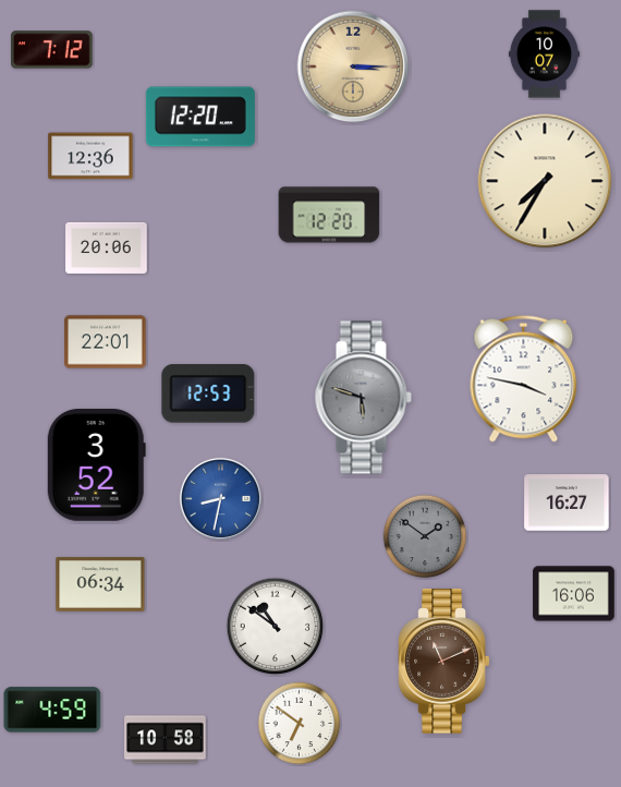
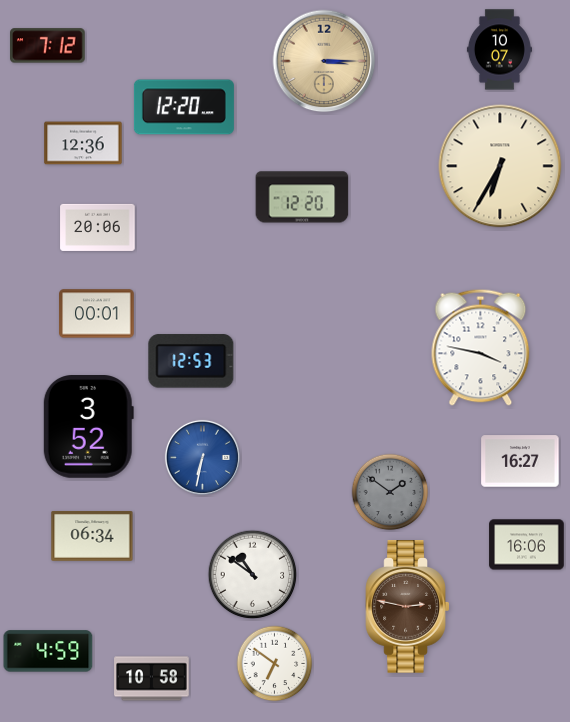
clock at (545, 181): 7:35 -> 6:35
clock at (106, 342): 22:01 -> 00:01
clock at (363, 398): 5:48 -> none
clock at (220, 498): 8:32 -> 6:32
clock at (445, 662): 11:11 -> 2:47
